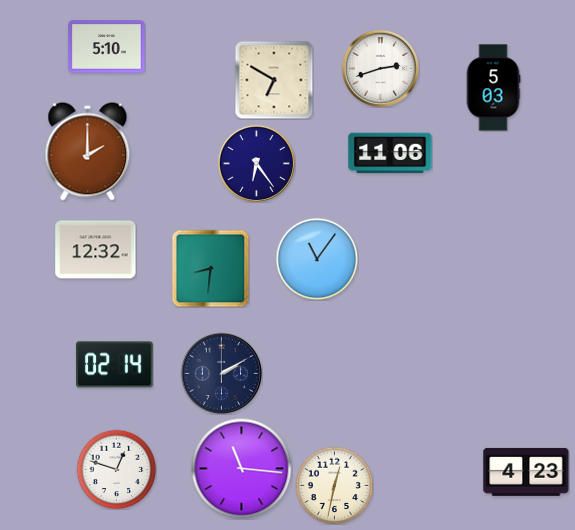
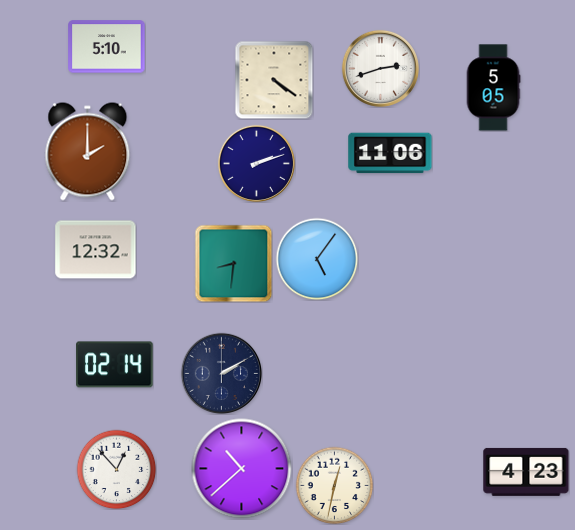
clock at (274, 80): 6:50 -> 4:21
clock at (493, 88): 5:03 -> 5:05
clock at (256, 163): 6:24 -> 2:12
clock at (317, 259): 11:06 -> 5:06
clock at (210, 268) position: (210, 268) -> (233, 263)
clock at (116, 469): 12:48 -> 12:53
clock at (242, 469): 11:16 -> 10:38
